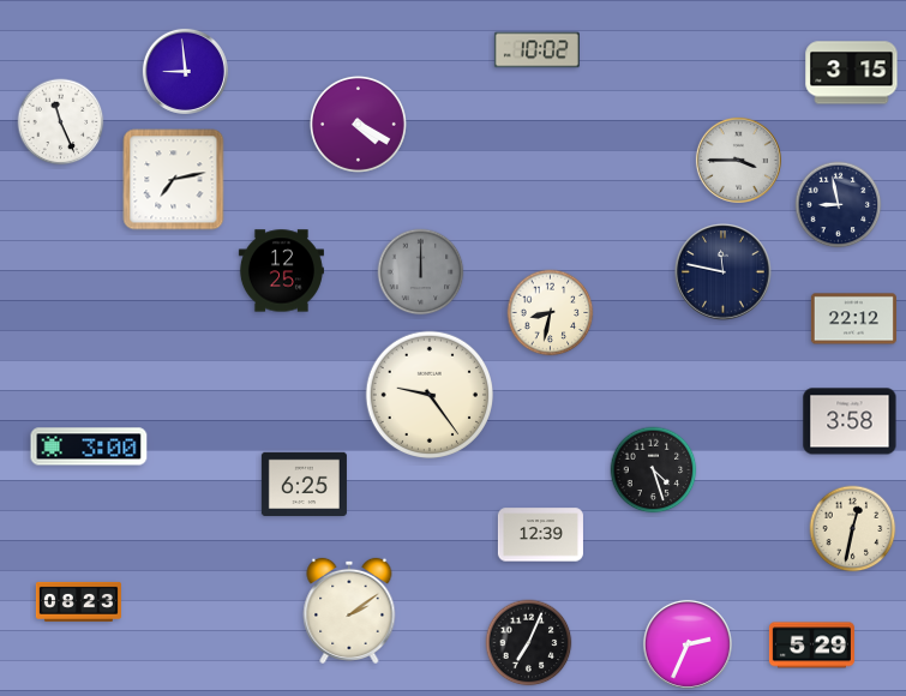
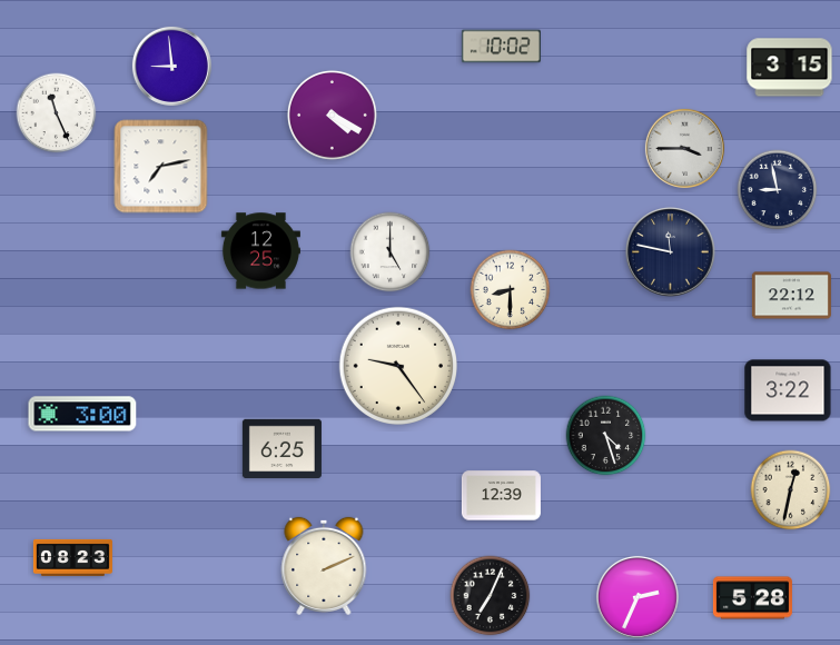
clock at (536, 50) position: (536, 50) -> (501, 47)
clock at (421, 272): 12:00 -> 5:00
clock at (421, 272) dial: grey -> white
clock at (551, 313): 8:32 -> 8:30
clock at (850, 421): 3:58 -> 3:22
clock at (349, 611): 2:09 -> 2:11
clock at (811, 646): 5:29 -> 5:28
